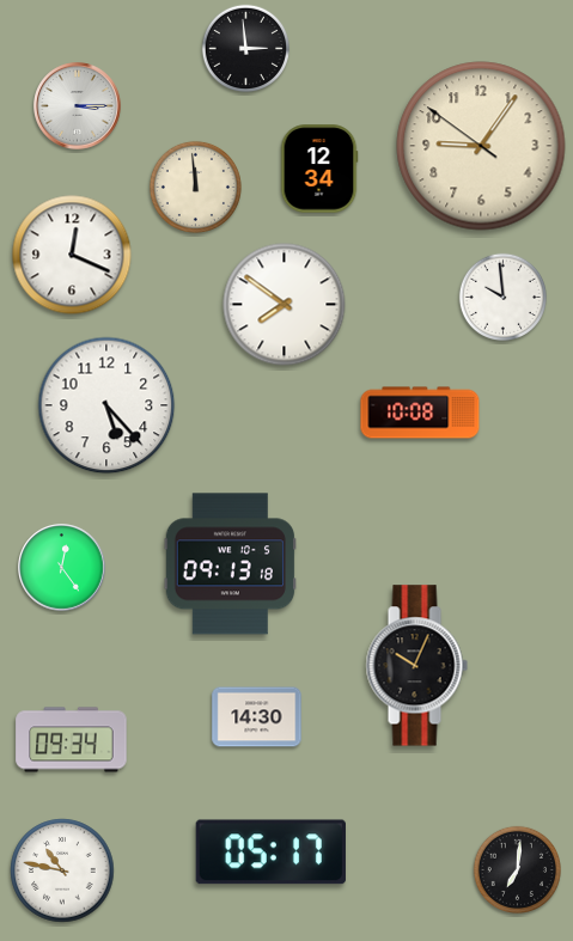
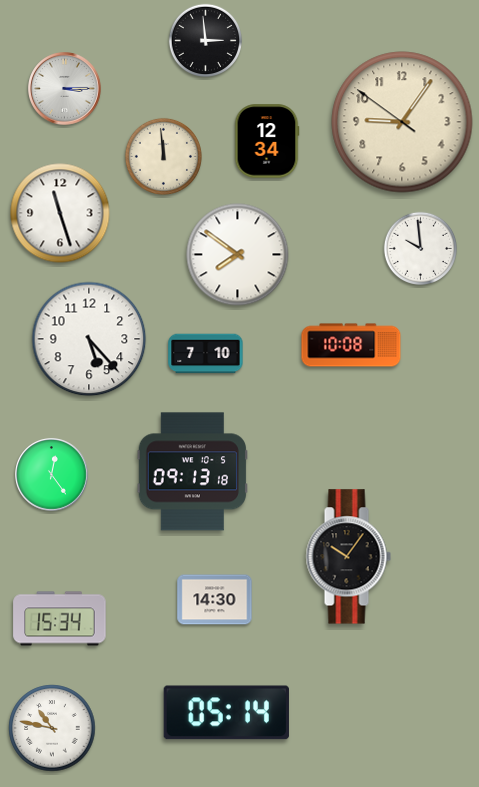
clock at (72, 255): 12:19 -> 11:27
clock at (206, 354): none -> 7:10
clock at (416, 666): 10:04 -> 10:06
clock at (72, 740): 09:34 -> 15:34
clock at (270, 853): 05:17 -> 05:14
clock at (517, 869): 7:01 -> none
